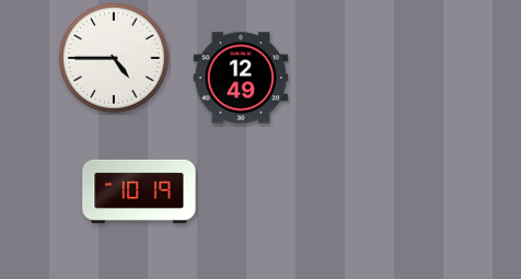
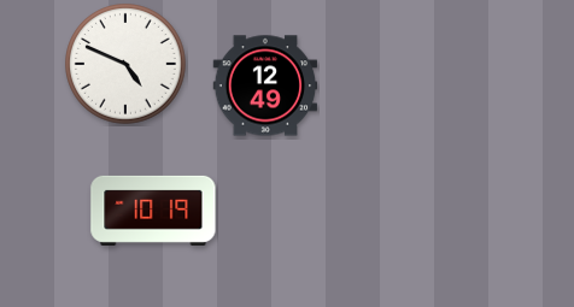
clock at (115, 59): 4:45 -> 4:49
